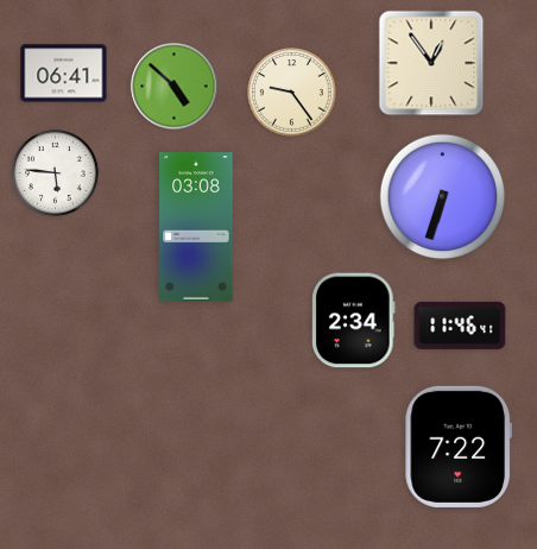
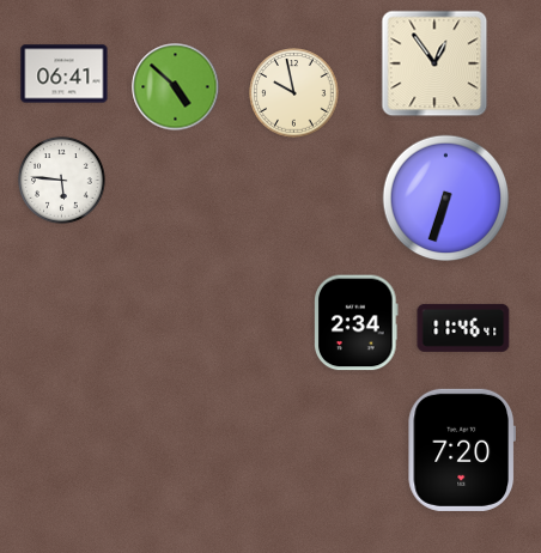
clock at (292, 93): 9:24 -> 9:58
clock at (56, 173) position: (56, 173) -> (62, 181)
clock at (196, 227): 03:08 -> none
clock at (457, 447): 7:22 -> 7:20
